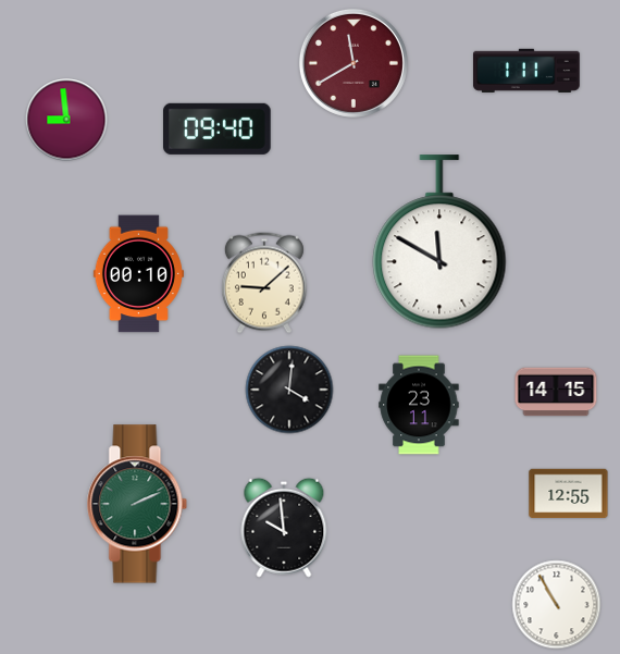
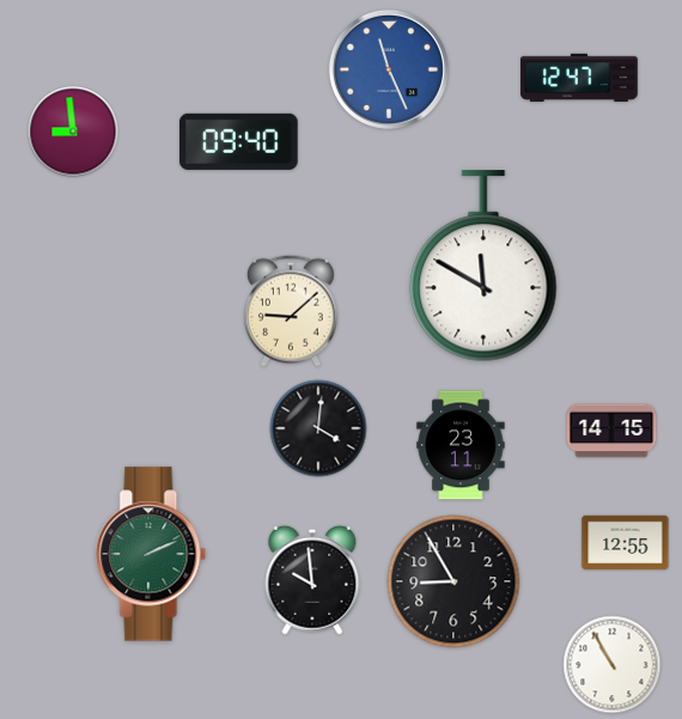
clock at (354, 63): 11:40 -> 11:26
clock at (354, 63) dial: burgundy -> blue
clock at (528, 71): 1:11 -> 12:47
clock at (138, 274): 00:10 -> none
clock at (453, 581): none -> 8:55
